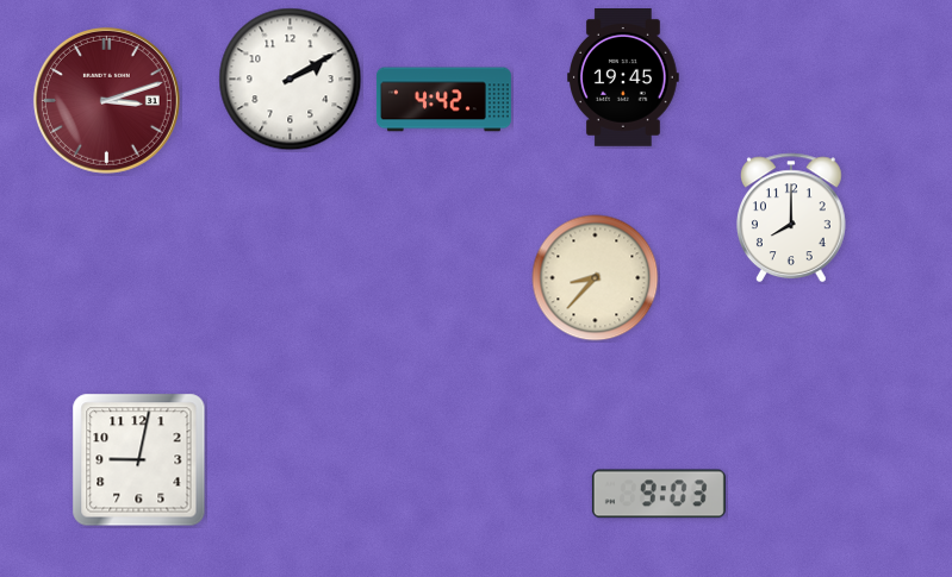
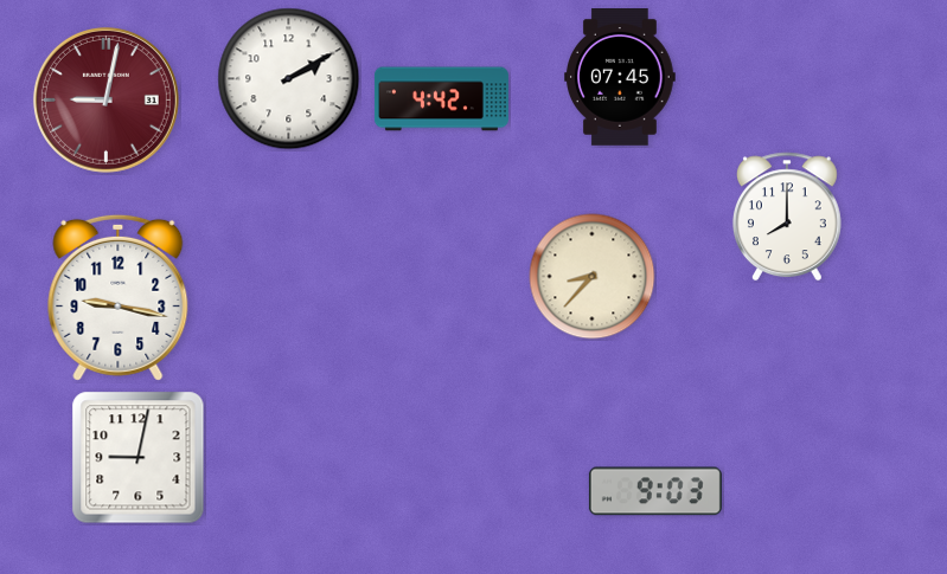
clock at (624, 79): 19:45 -> 07:45
clock at (106, 100): 3:12 -> 9:02
clock at (119, 297): none -> 9:17
